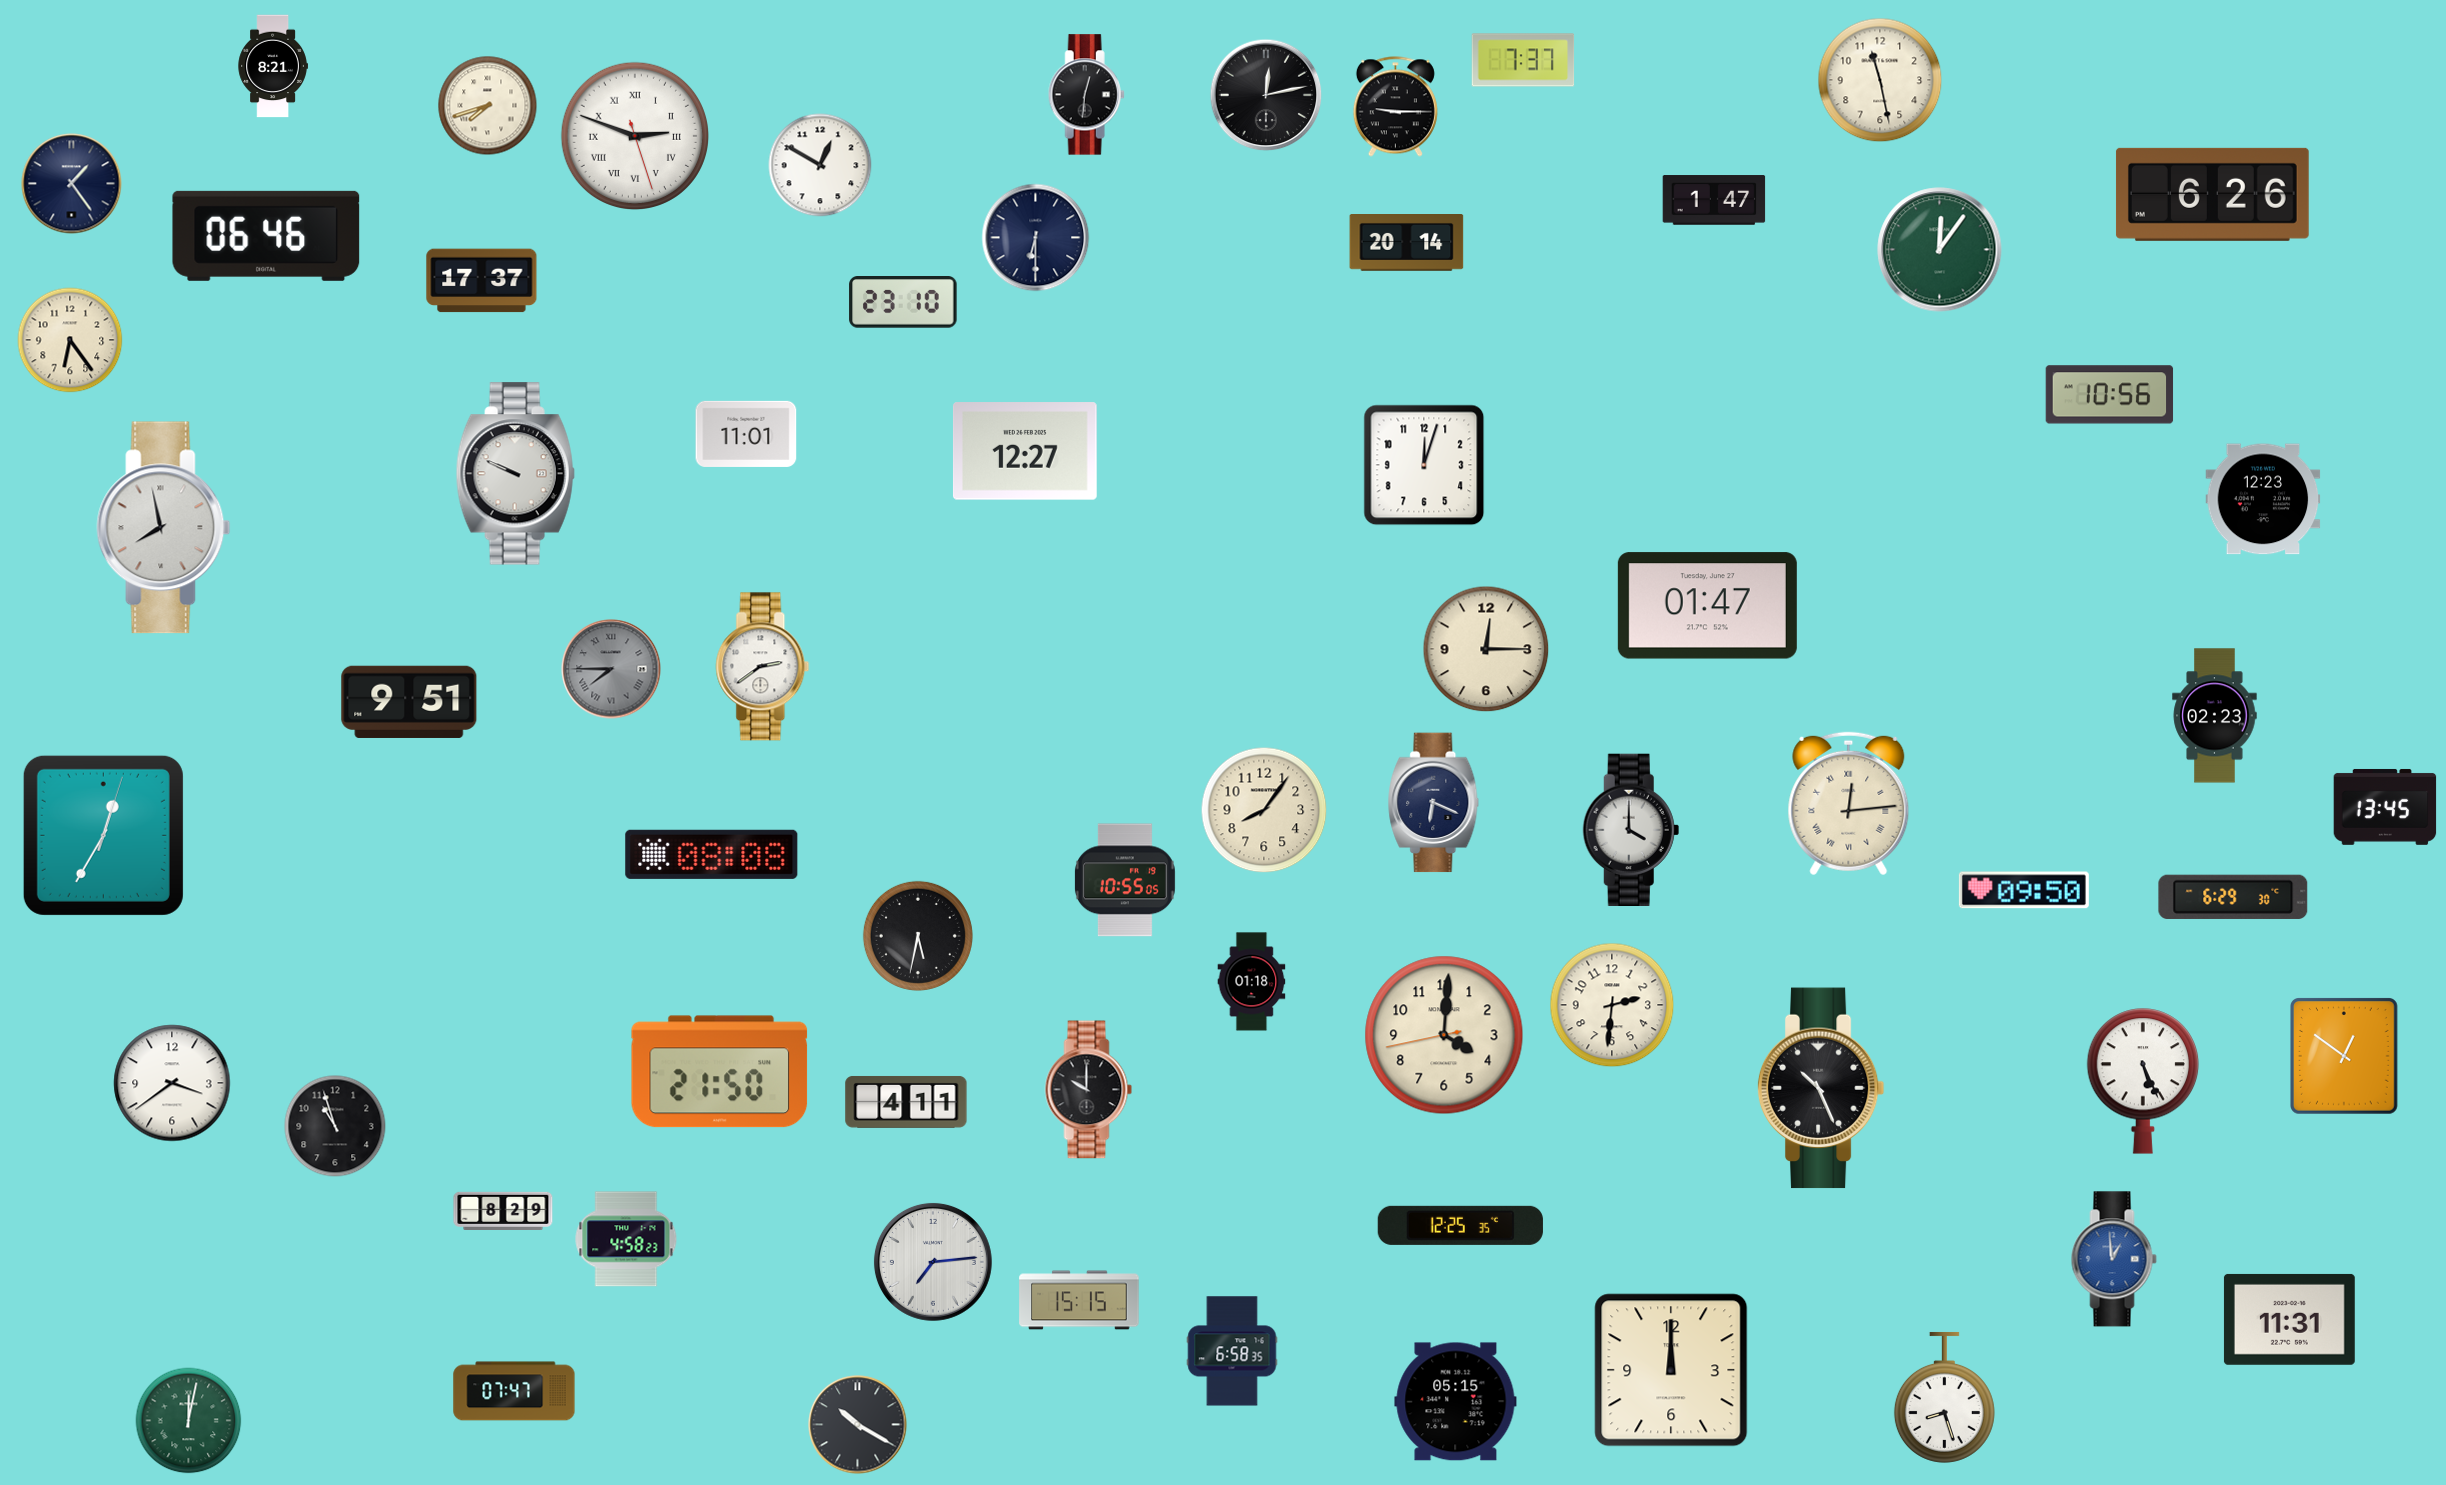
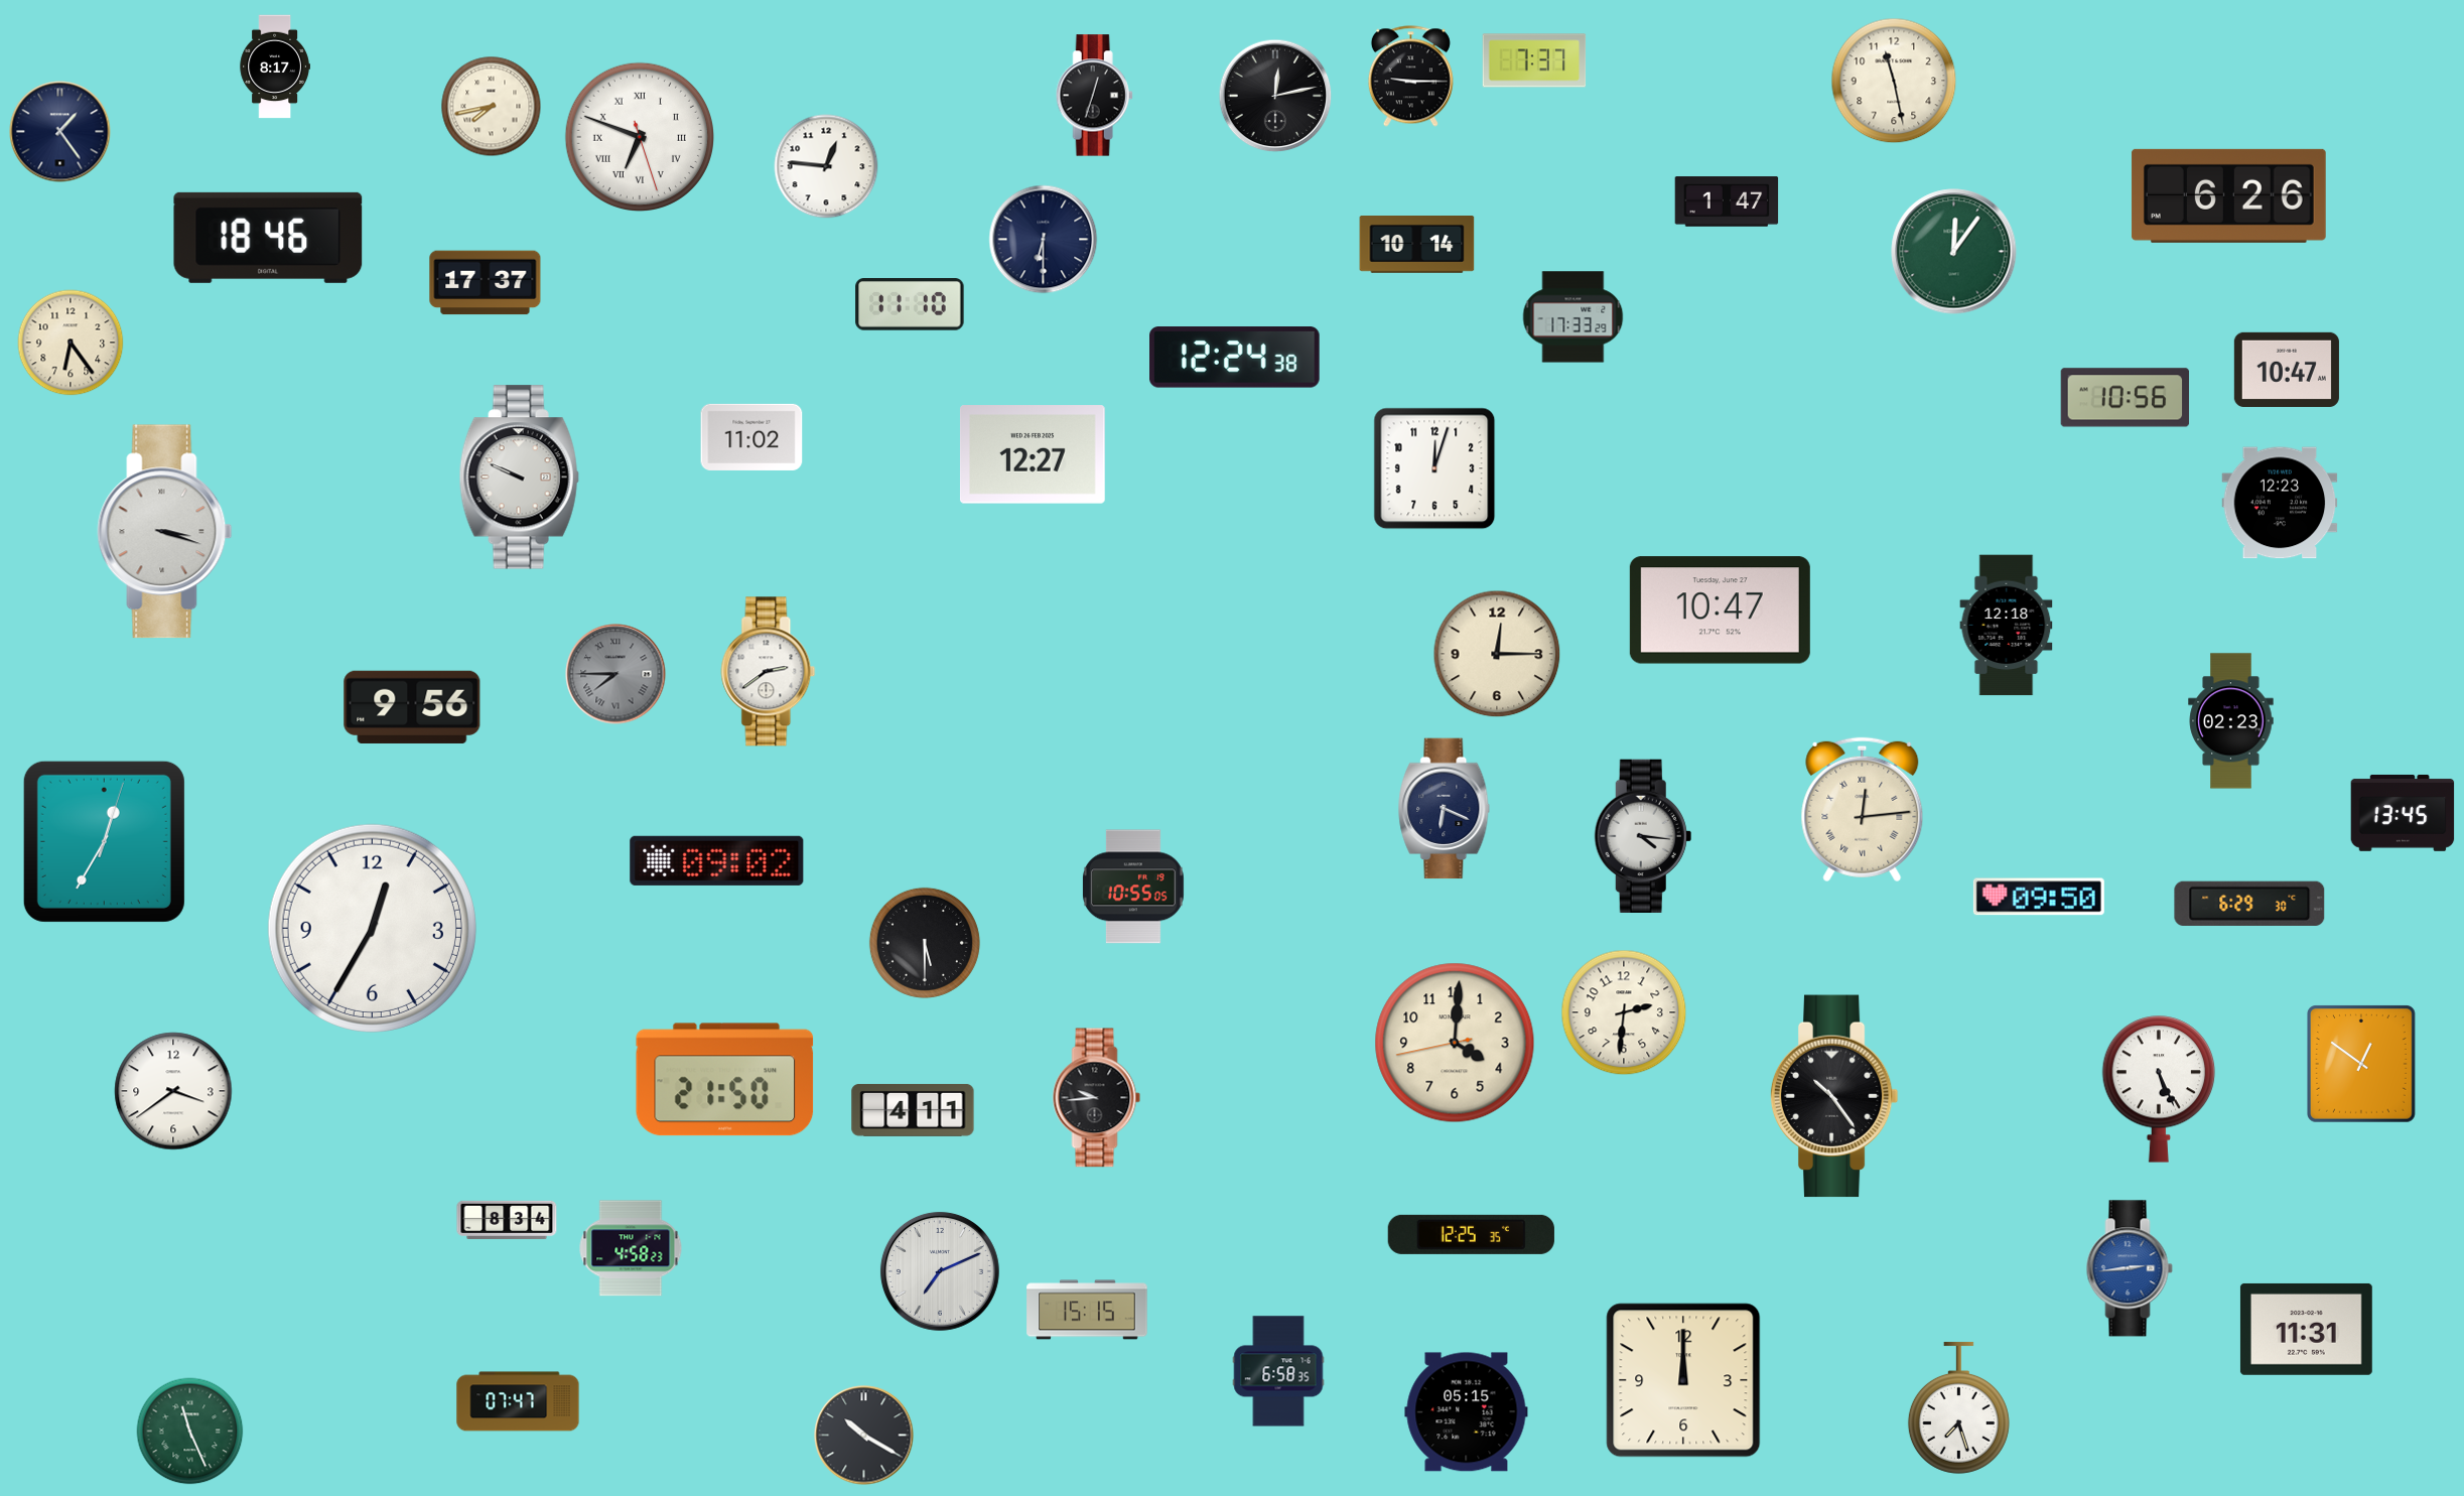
clock at (273, 66): 8:21 -> 8:17
clock at (1086, 95): 12:31 -> 12:33
clock at (488, 106): 7:42 -> 7:43
clock at (1395, 107) position: (1395, 107) -> (1410, 77)
clock at (634, 135): 2:48 -> 6:48
clock at (820, 165): 12:50 -> 12:46
clock at (72, 184) position: (72, 184) -> (60, 132)
clock at (266, 236): 06:46 -> 18:46
clock at (1407, 243): 20:14 -> 10:14
clock at (903, 302): 23:10 -> 11:10
clock at (1573, 317): none -> 17:33
clock at (1235, 358): none -> 12:24
clock at (2287, 370): none -> 10:47
clock at (746, 434): 11:01 -> 11:02
clock at (164, 528): 7:58 -> 3:18
clock at (1707, 606): 01:47 -> 10:47
clock at (2007, 626): none -> 12:18
clock at (409, 702): 9:51 -> 9:56
clock at (1264, 810): 8:06 -> none
clock at (1631, 829): 4:00 -> 4:16
clock at (712, 854): 08:08 -> 09:02
clock at (372, 928): none -> 12:35
clock at (918, 936): 5:32 -> 5:30
clock at (1252, 982): 01:18 -> none
clock at (1821, 1088): 10:26 -> 10:24
clock at (1089, 1090): 10:00 -> 9:44
clock at (335, 1126): 10:57 -> none
clock at (503, 1210): 8:29 -> 8:34
clock at (2114, 1259): 12:59 -> 2:44
clock at (933, 1262): 7:14 -> 7:11
clock at (1232, 1351) position: (1232, 1351) -> (1278, 1371)
clock at (1944, 1397): 8:27 -> 7:27
clock at (189, 1421): 12:02 -> 11:26
